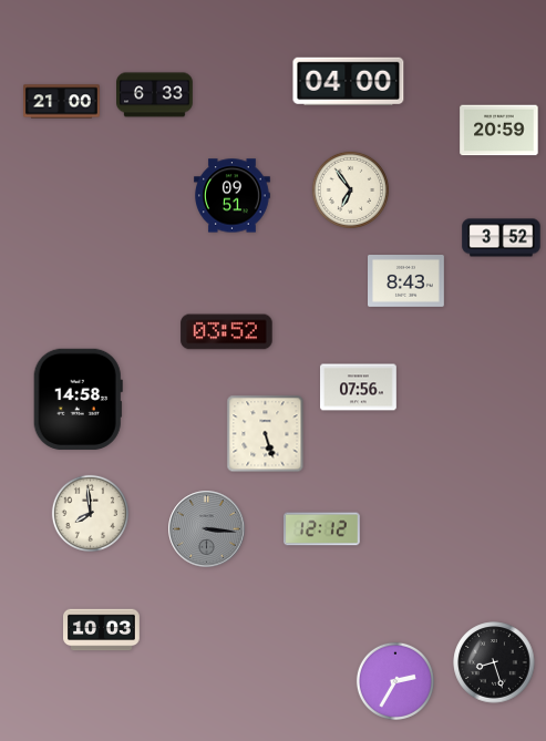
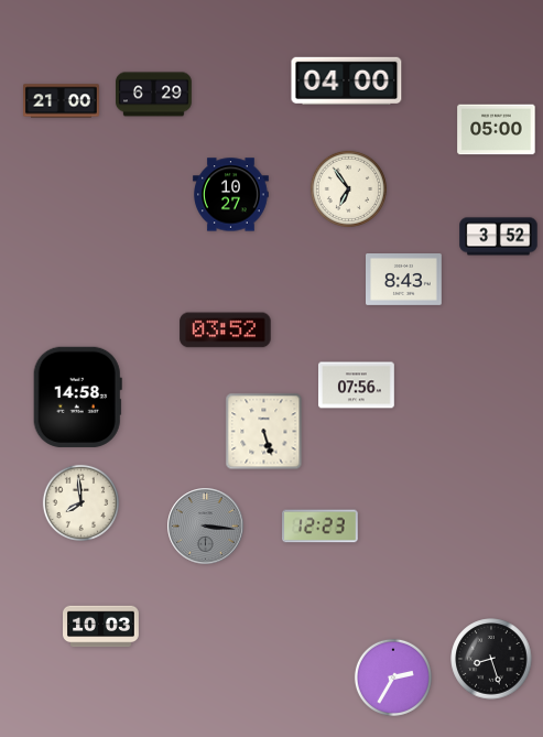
clock at (155, 95): 6:33 -> 6:29
clock at (499, 131): 20:59 -> 05:00
clock at (233, 196): 09:51 -> 10:27
clock at (90, 513) position: (90, 513) -> (80, 502)
clock at (322, 529): 12:12 -> 12:23
